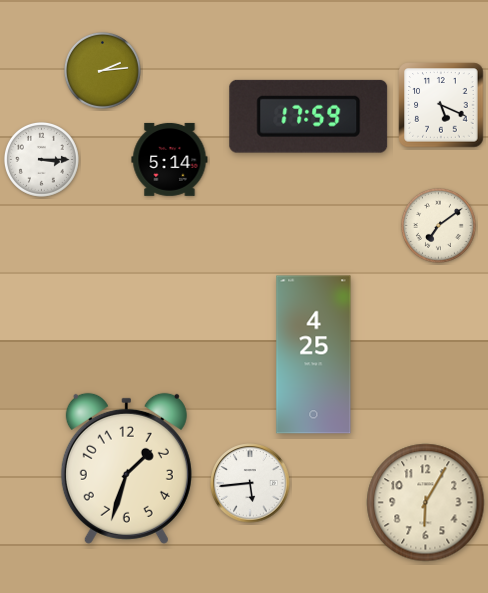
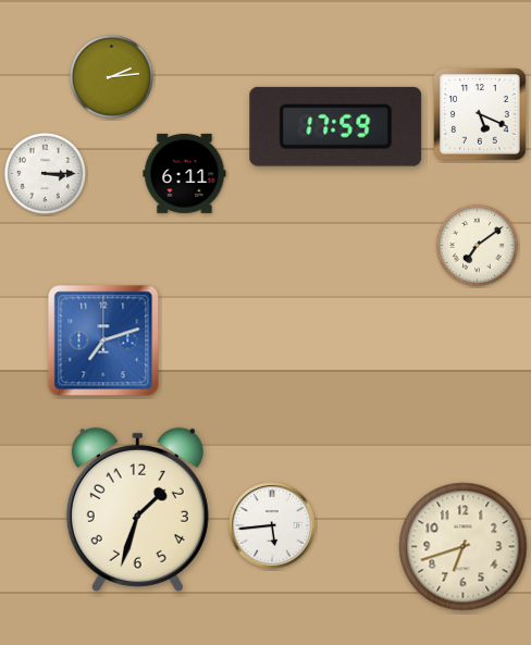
clock at (170, 159): 5:14 -> 6:11
clock at (103, 340): none -> 7:12
clock at (314, 355): 4:25 -> none
clock at (426, 503): 6:05 -> 6:42
